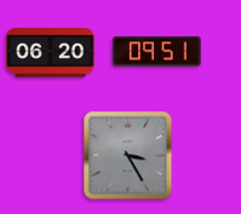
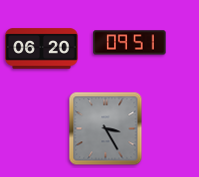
clock at (51, 53) position: (51, 53) -> (42, 49)
